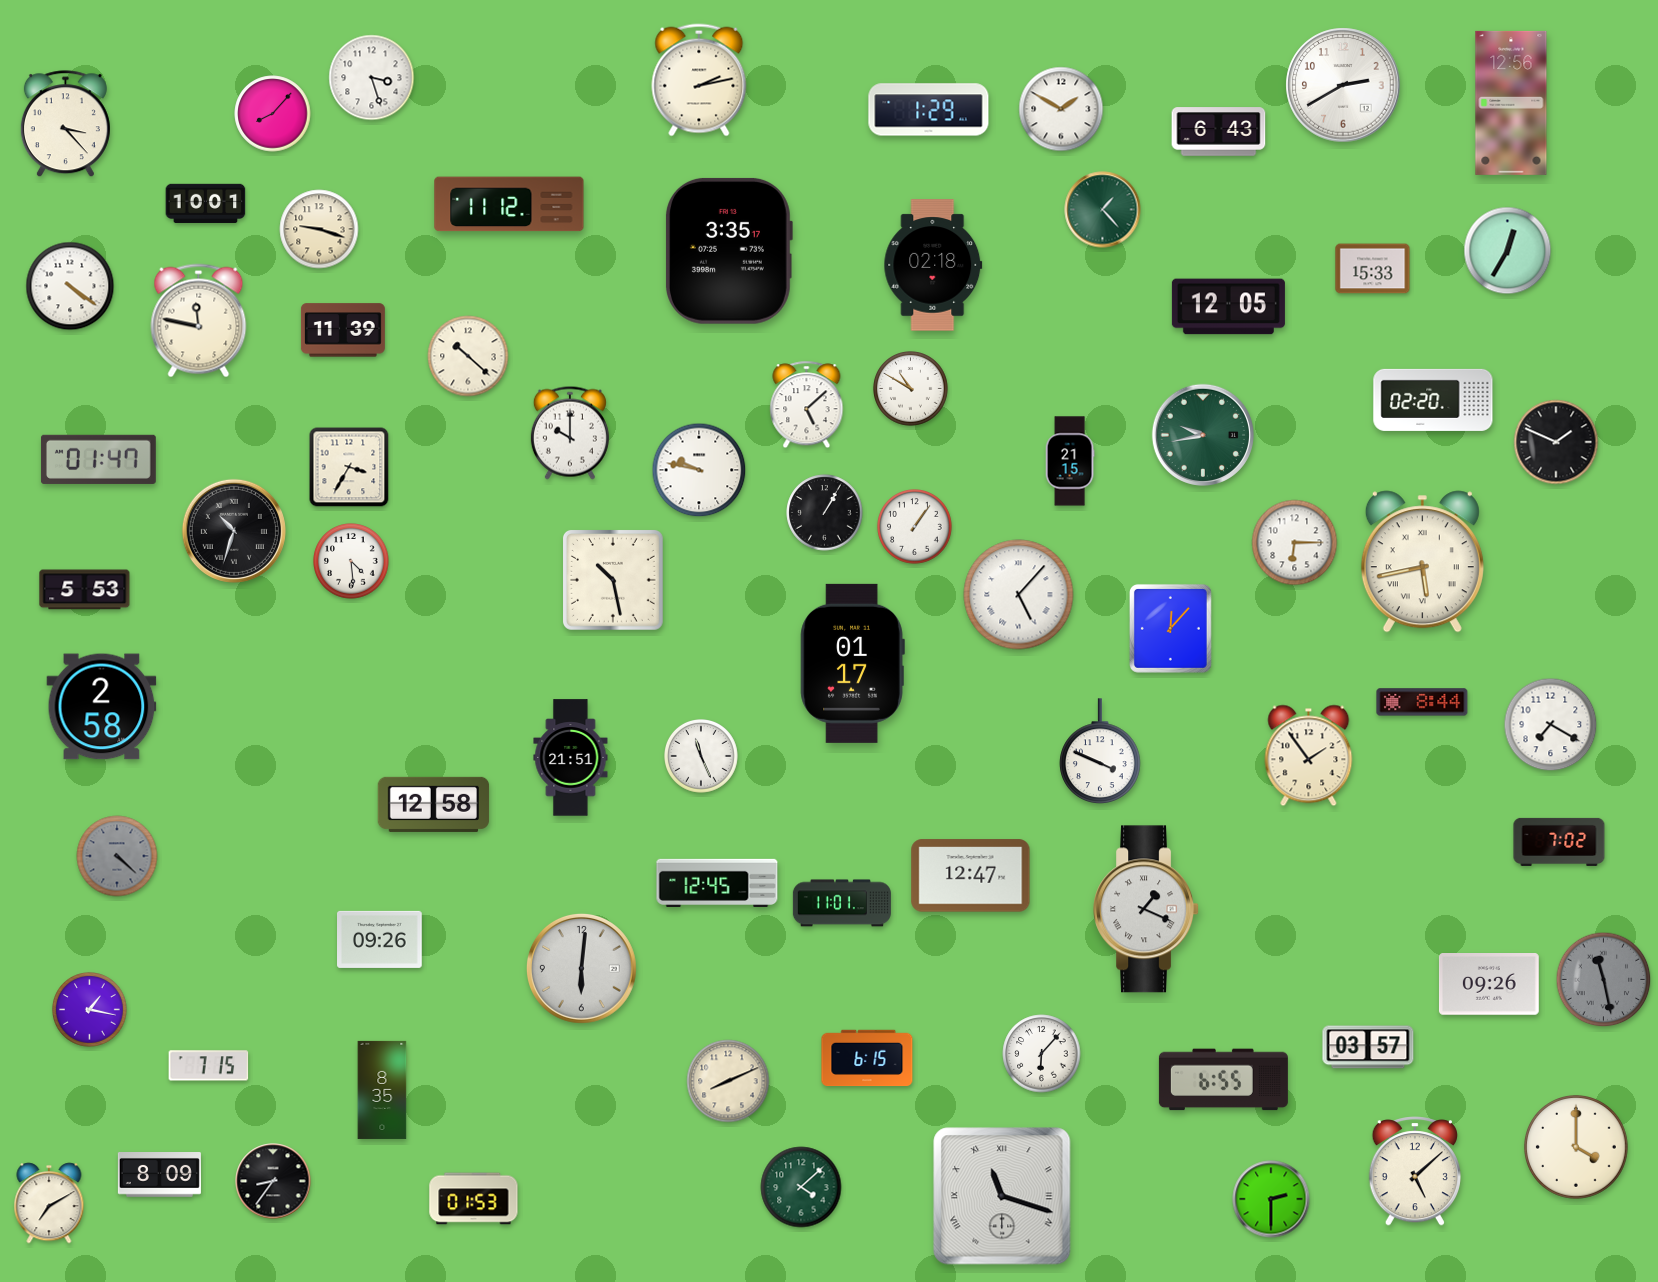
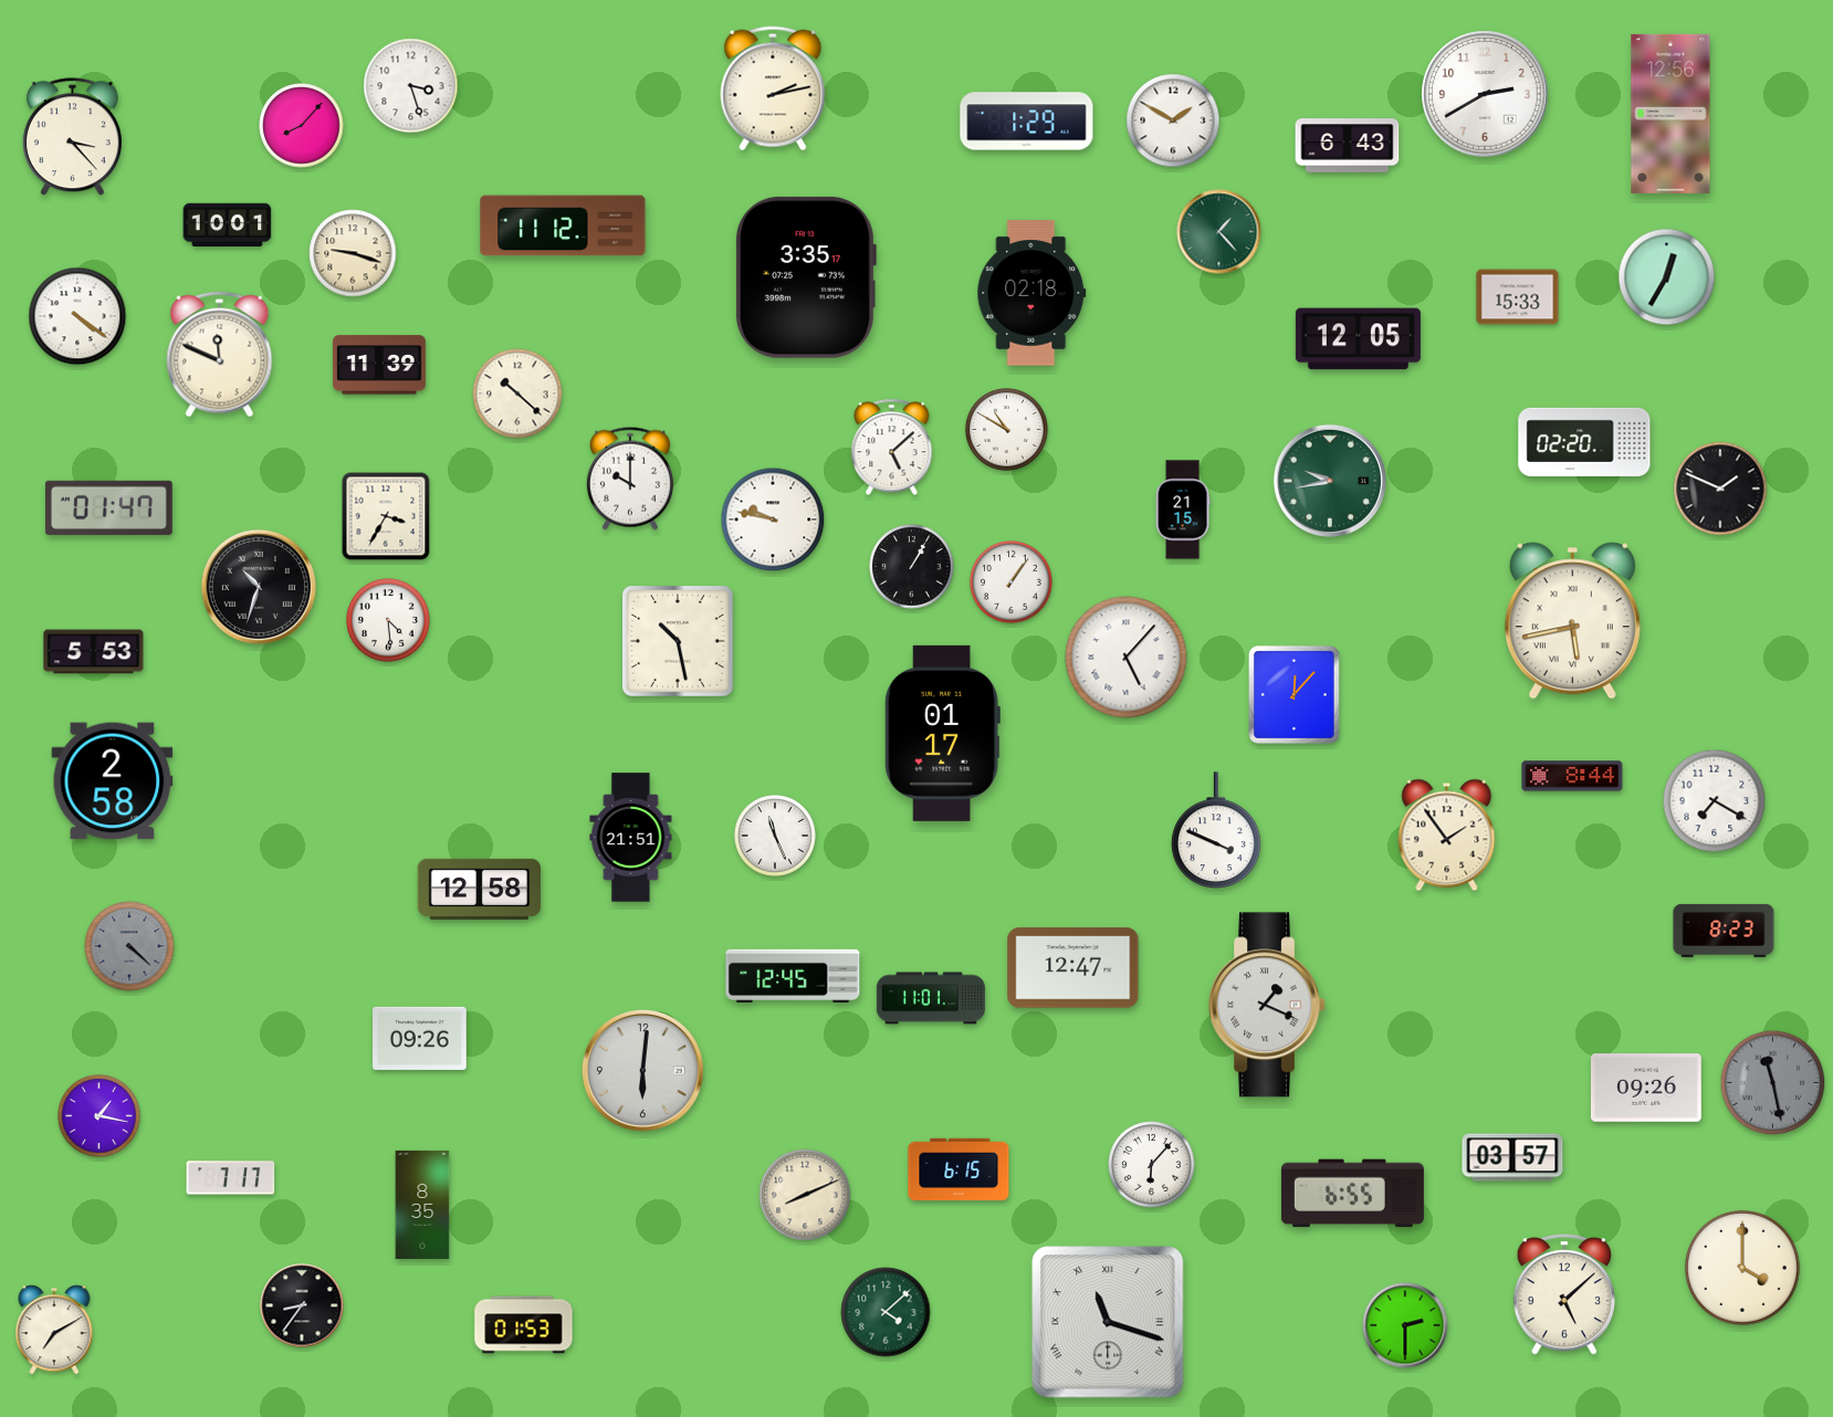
clock at (199, 321): 11:47 -> 11:49
clock at (1295, 543): 6:15 -> none
clock at (1559, 842): 7:02 -> 8:23
clock at (209, 1066): 7:15 -> 7:17
clock at (159, 1175): 8:09 -> none
